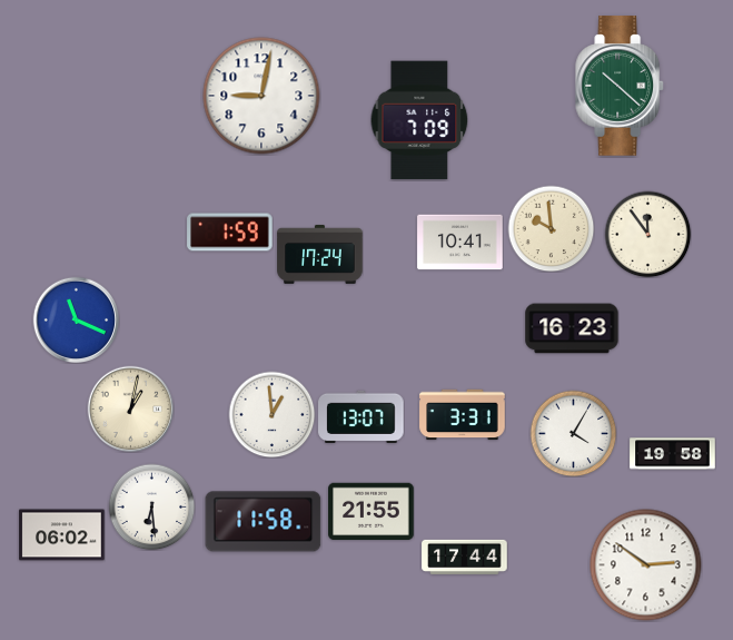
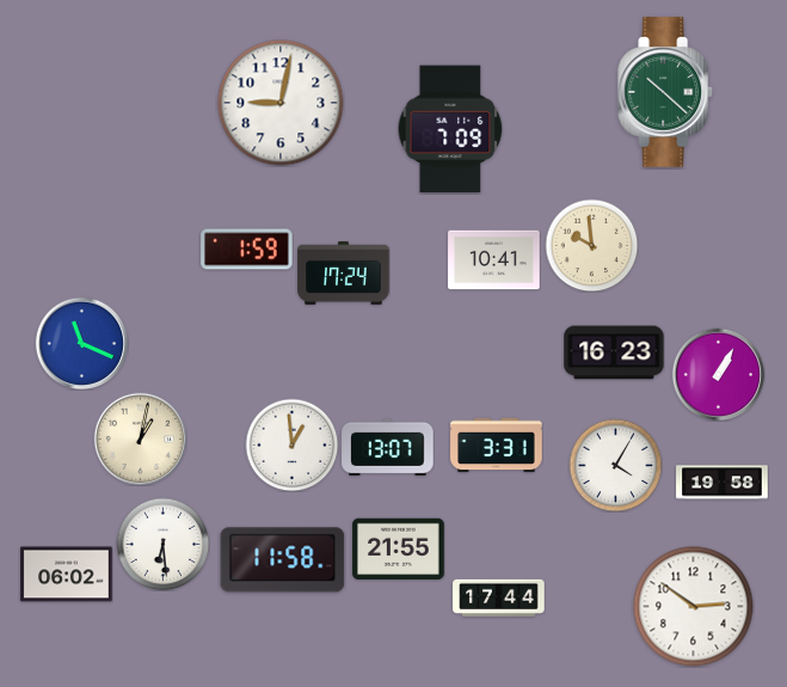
clock at (647, 234): 11:54 -> none
clock at (718, 374): none -> 1:05
clock at (673, 454) position: (673, 454) -> (723, 483)
